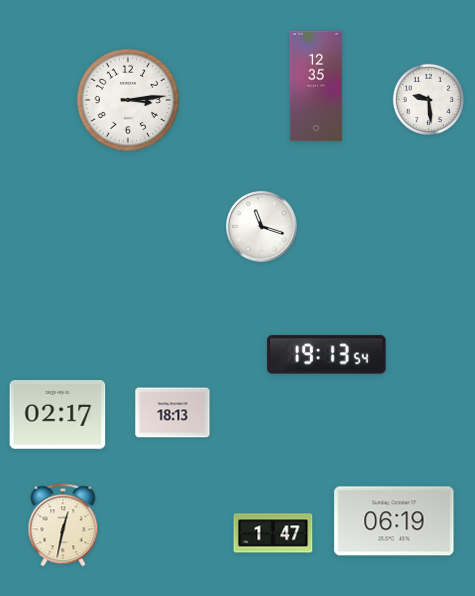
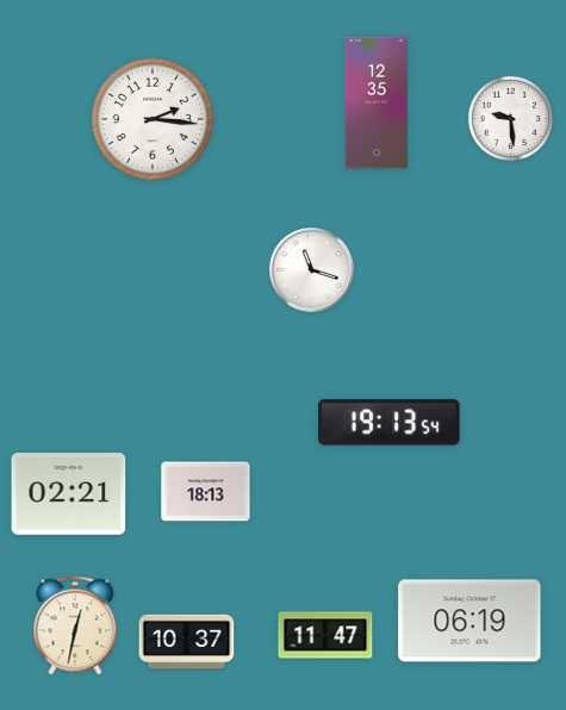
clock at (128, 100): 3:14 -> 2:16
clock at (58, 415): 02:17 -> 02:21
clock at (273, 533): 1:47 -> 11:47
clock at (187, 642): none -> 10:37
